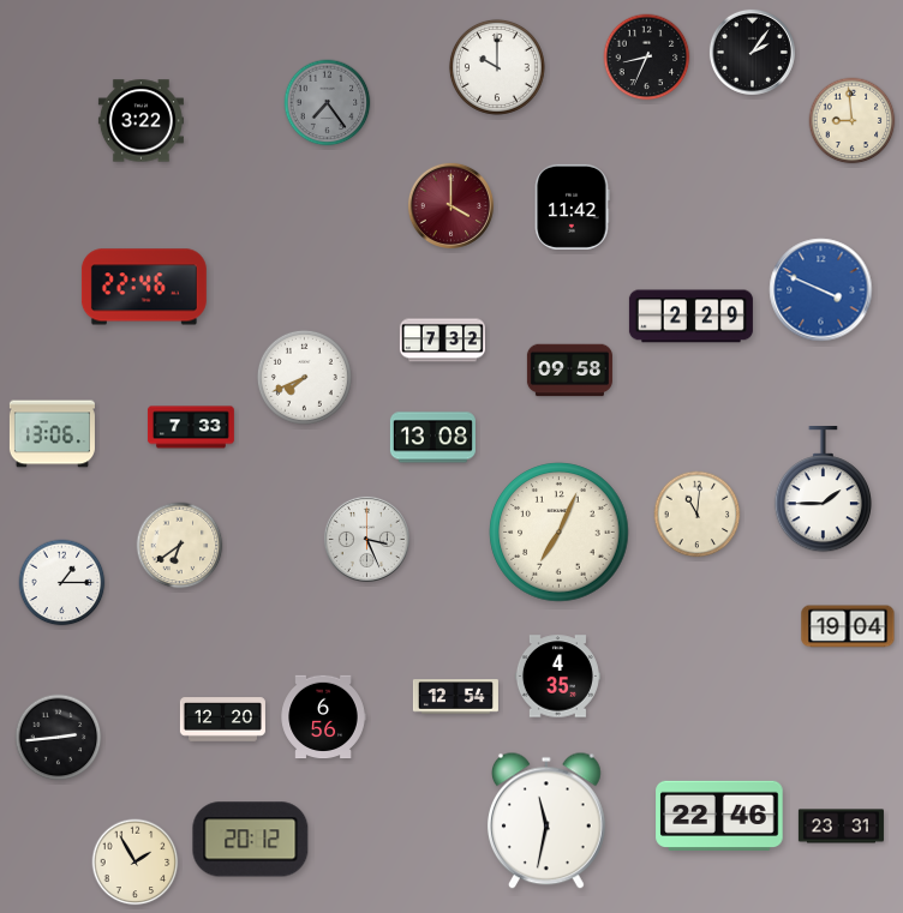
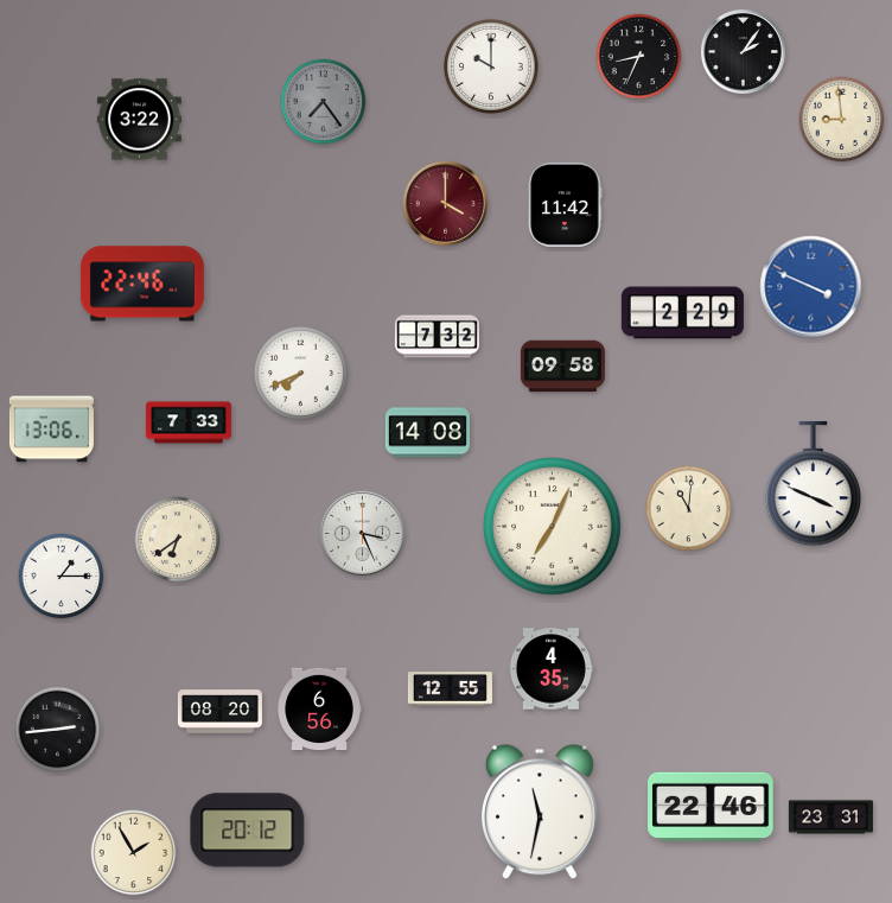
clock at (432, 438): 13:08 -> 14:08
clock at (823, 491): 1:45 -> 3:49
clock at (848, 626): 19:04 -> none
clock at (455, 697): 12:54 -> 12:55
clock at (222, 720): 12:20 -> 08:20
